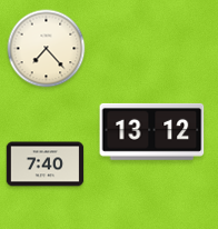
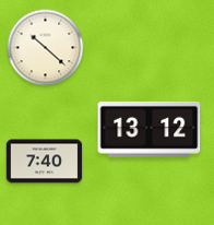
clock at (47, 49): 7:23 -> 10:22
